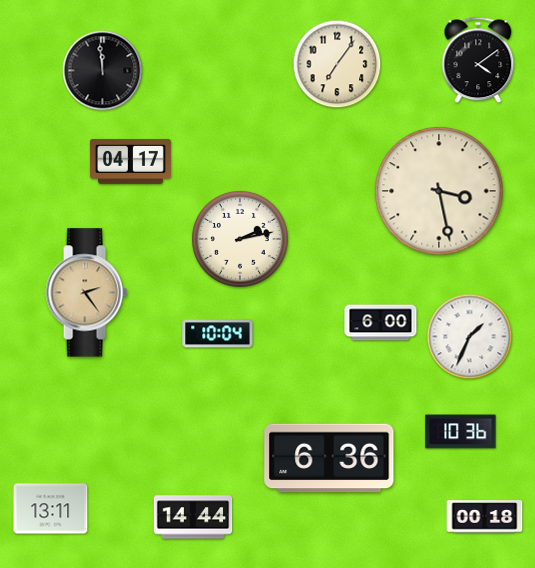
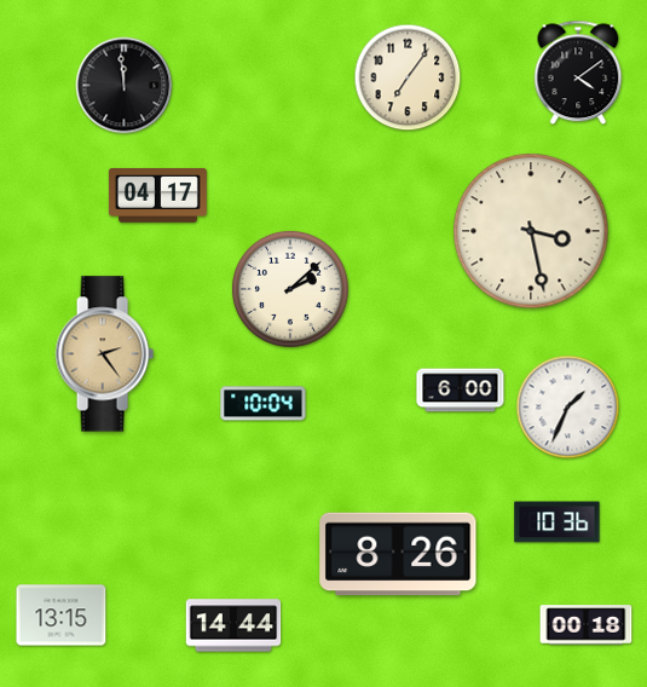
clock at (240, 239): 2:13 -> 2:08
clock at (329, 458): 6:36 -> 8:26
clock at (51, 509): 13:11 -> 13:15
